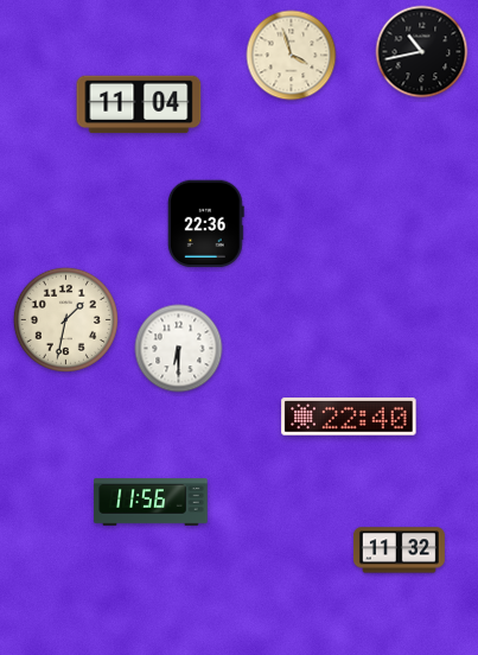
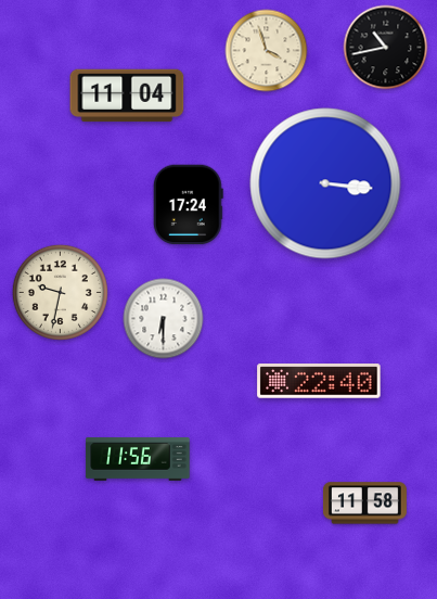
clock at (325, 183): none -> 3:16
clock at (205, 224): 22:36 -> 17:24
clock at (65, 319): 1:32 -> 9:32
clock at (399, 551): 11:32 -> 11:58
